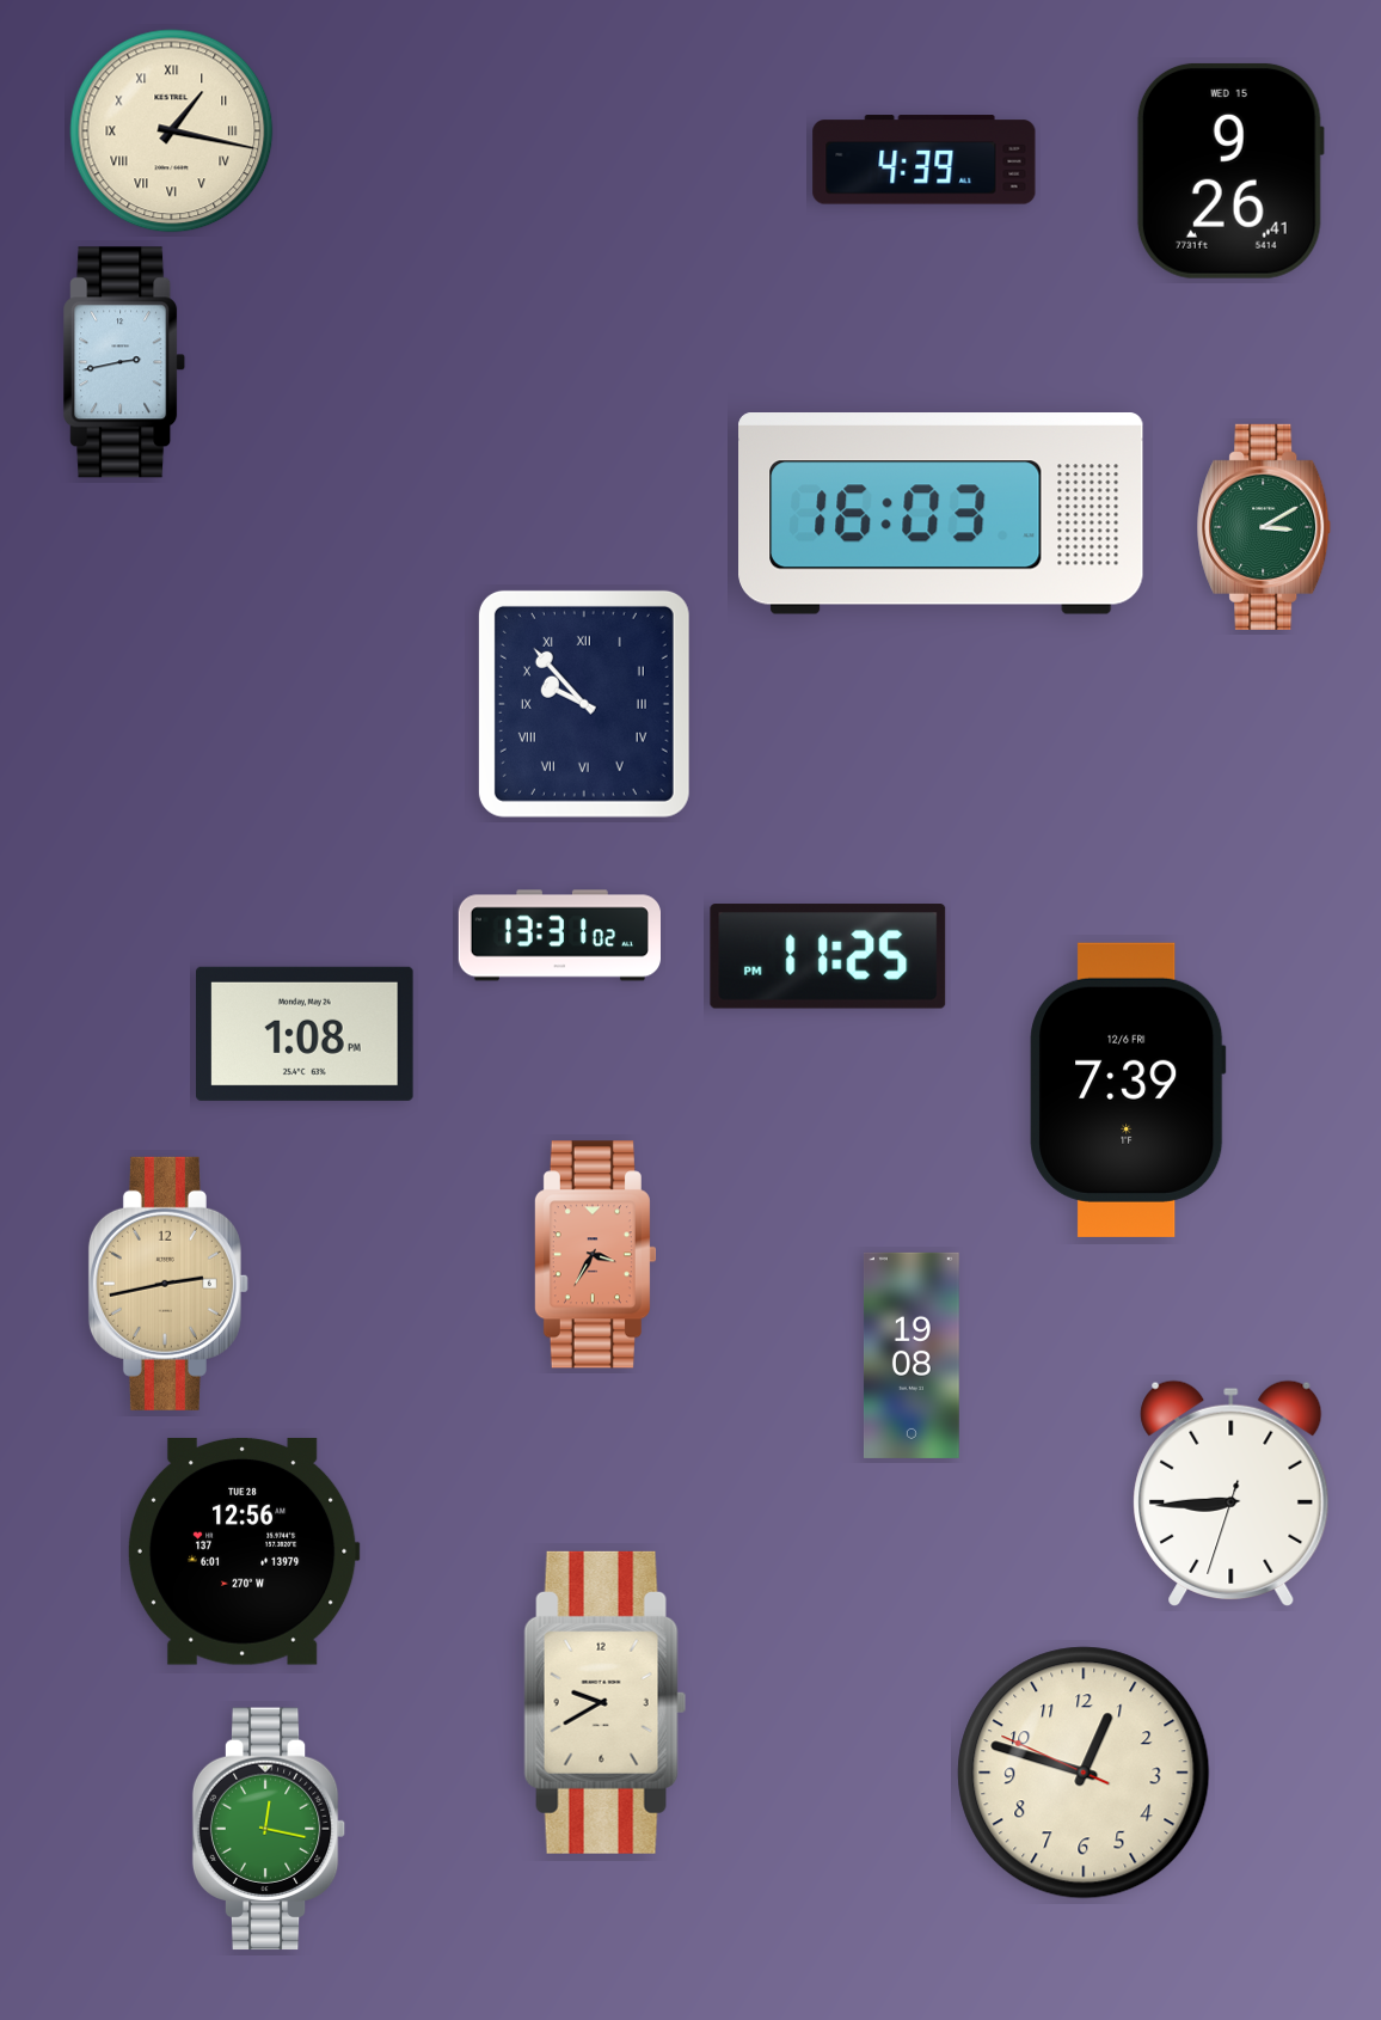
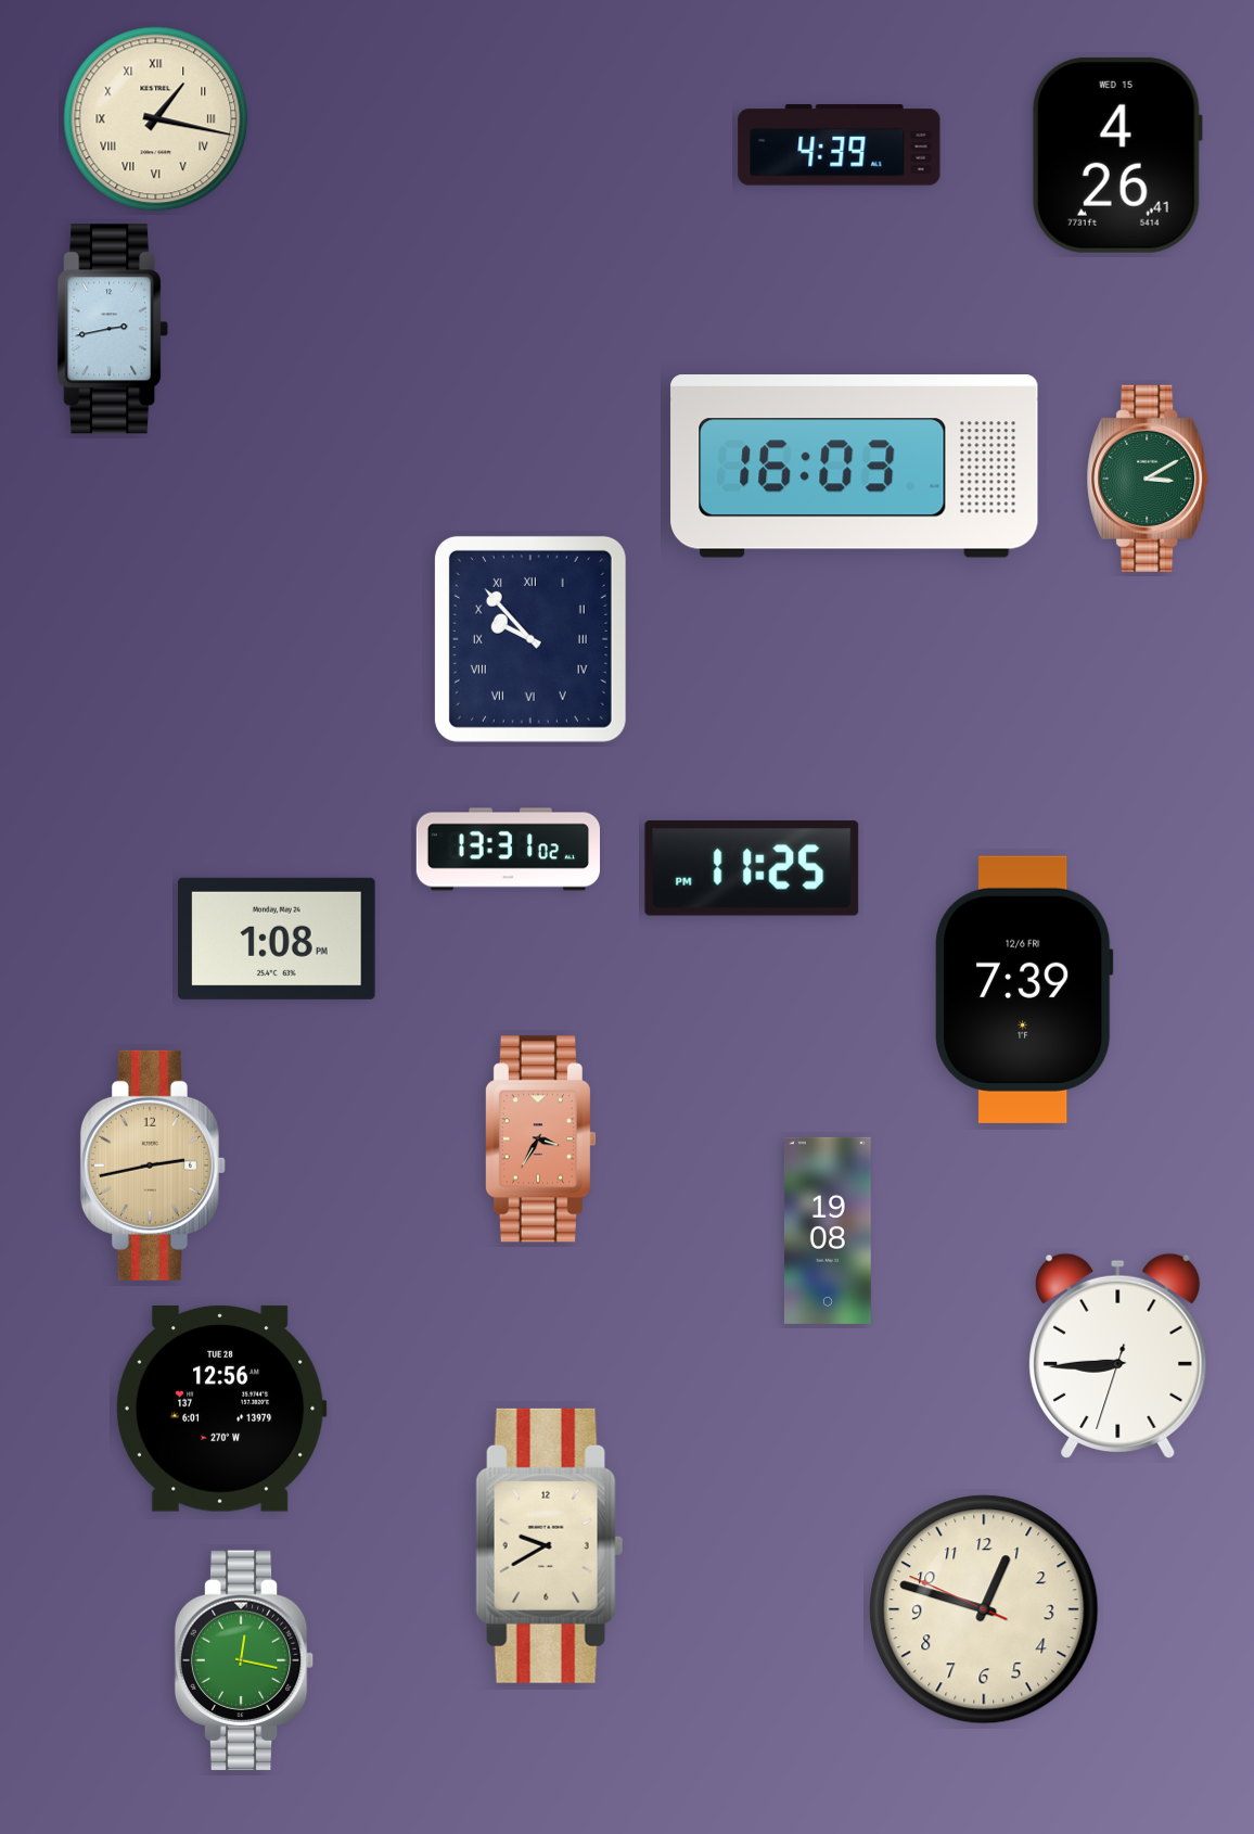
clock at (1230, 171): 9:26 -> 4:26
